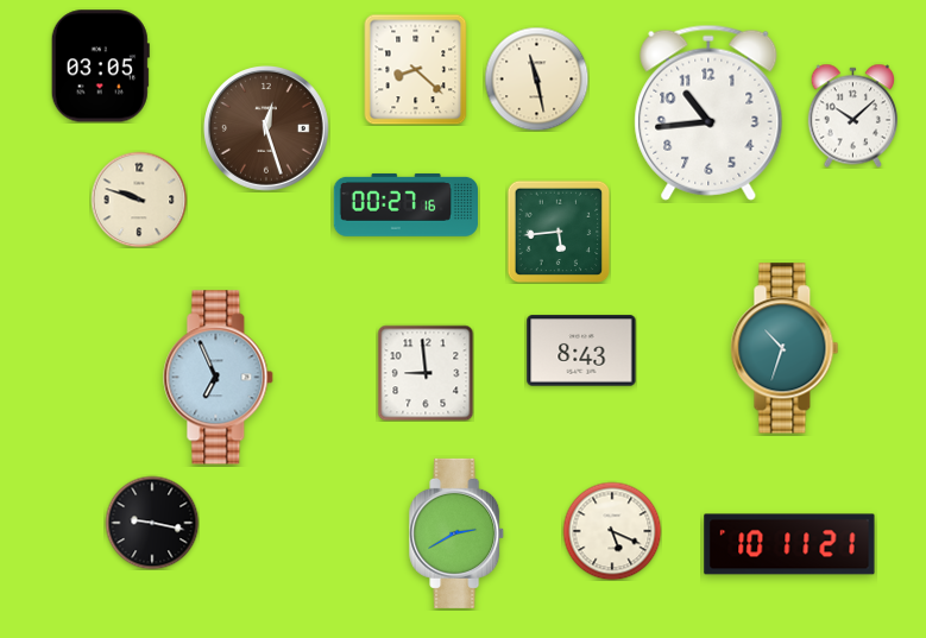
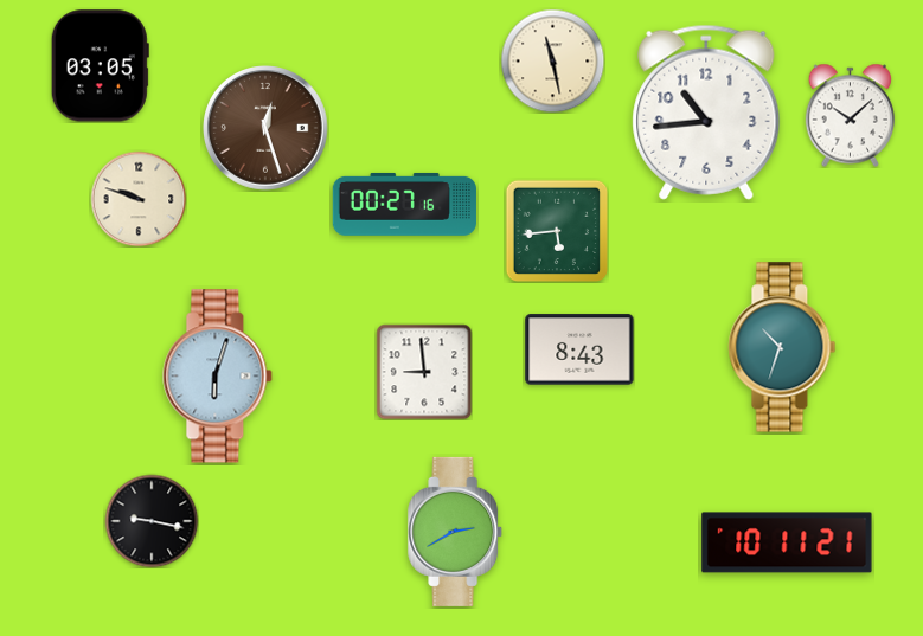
clock at (416, 69): 8:22 -> none
clock at (536, 78) position: (536, 78) -> (552, 60)
clock at (219, 378): 6:56 -> 6:03
clock at (612, 531): 5:19 -> none
